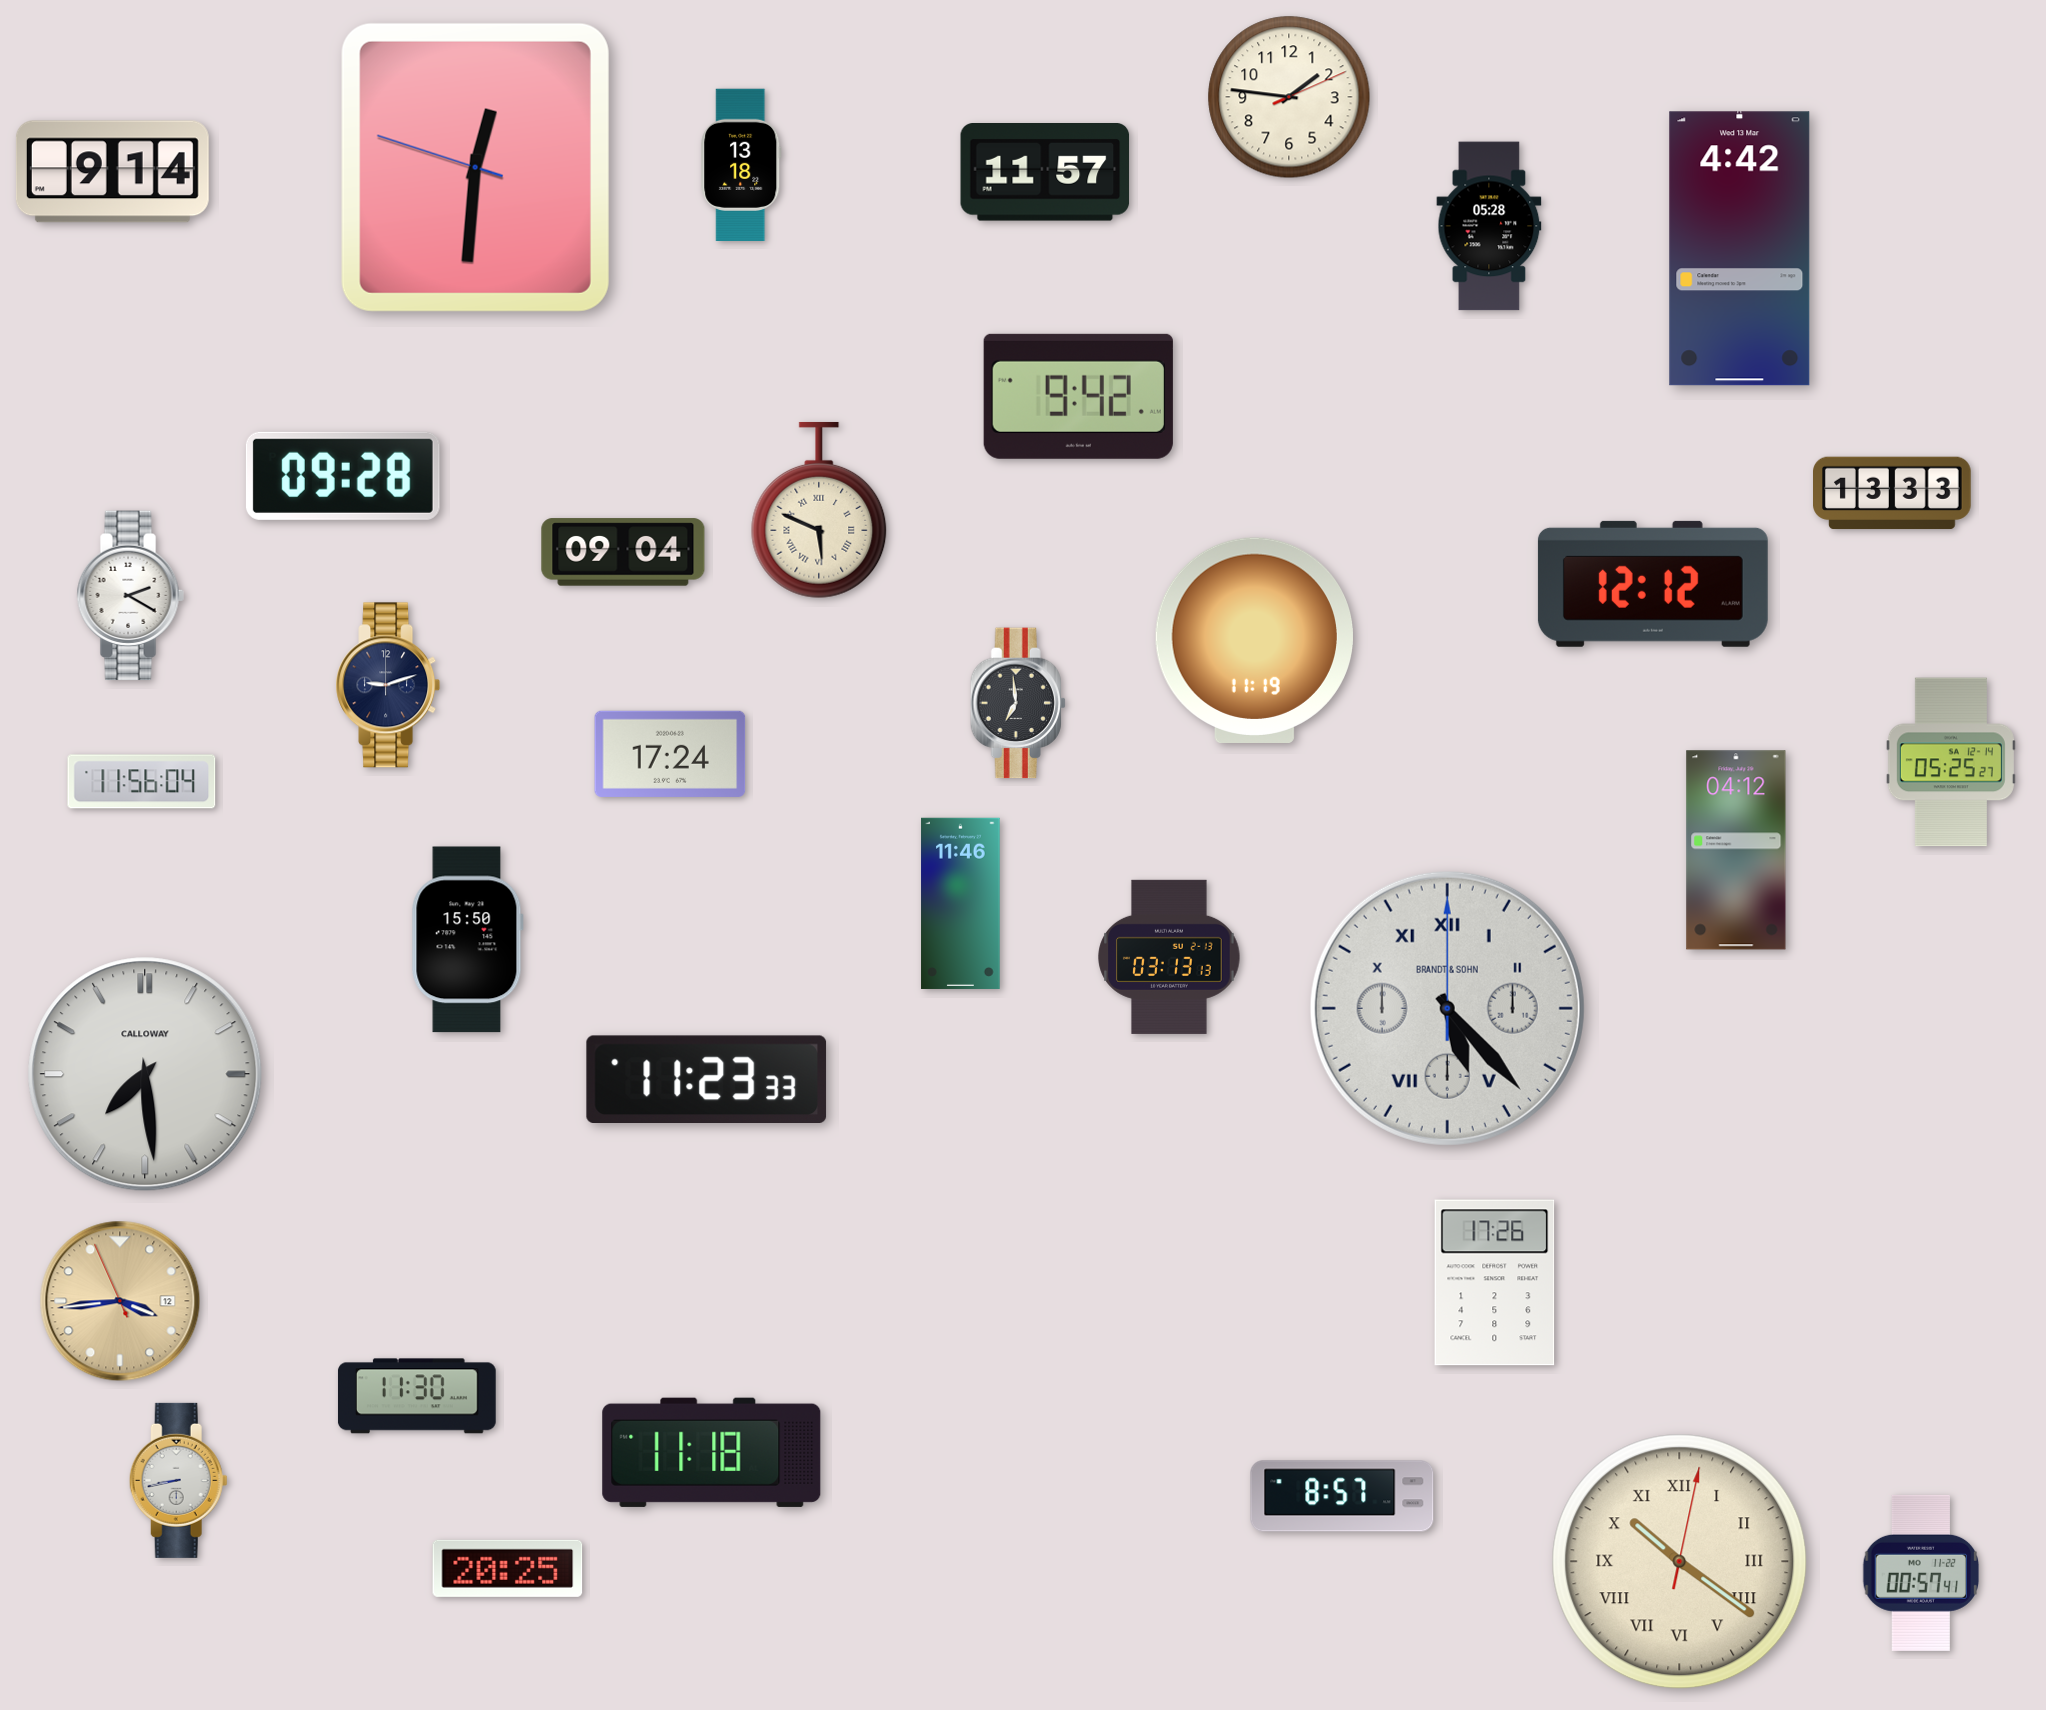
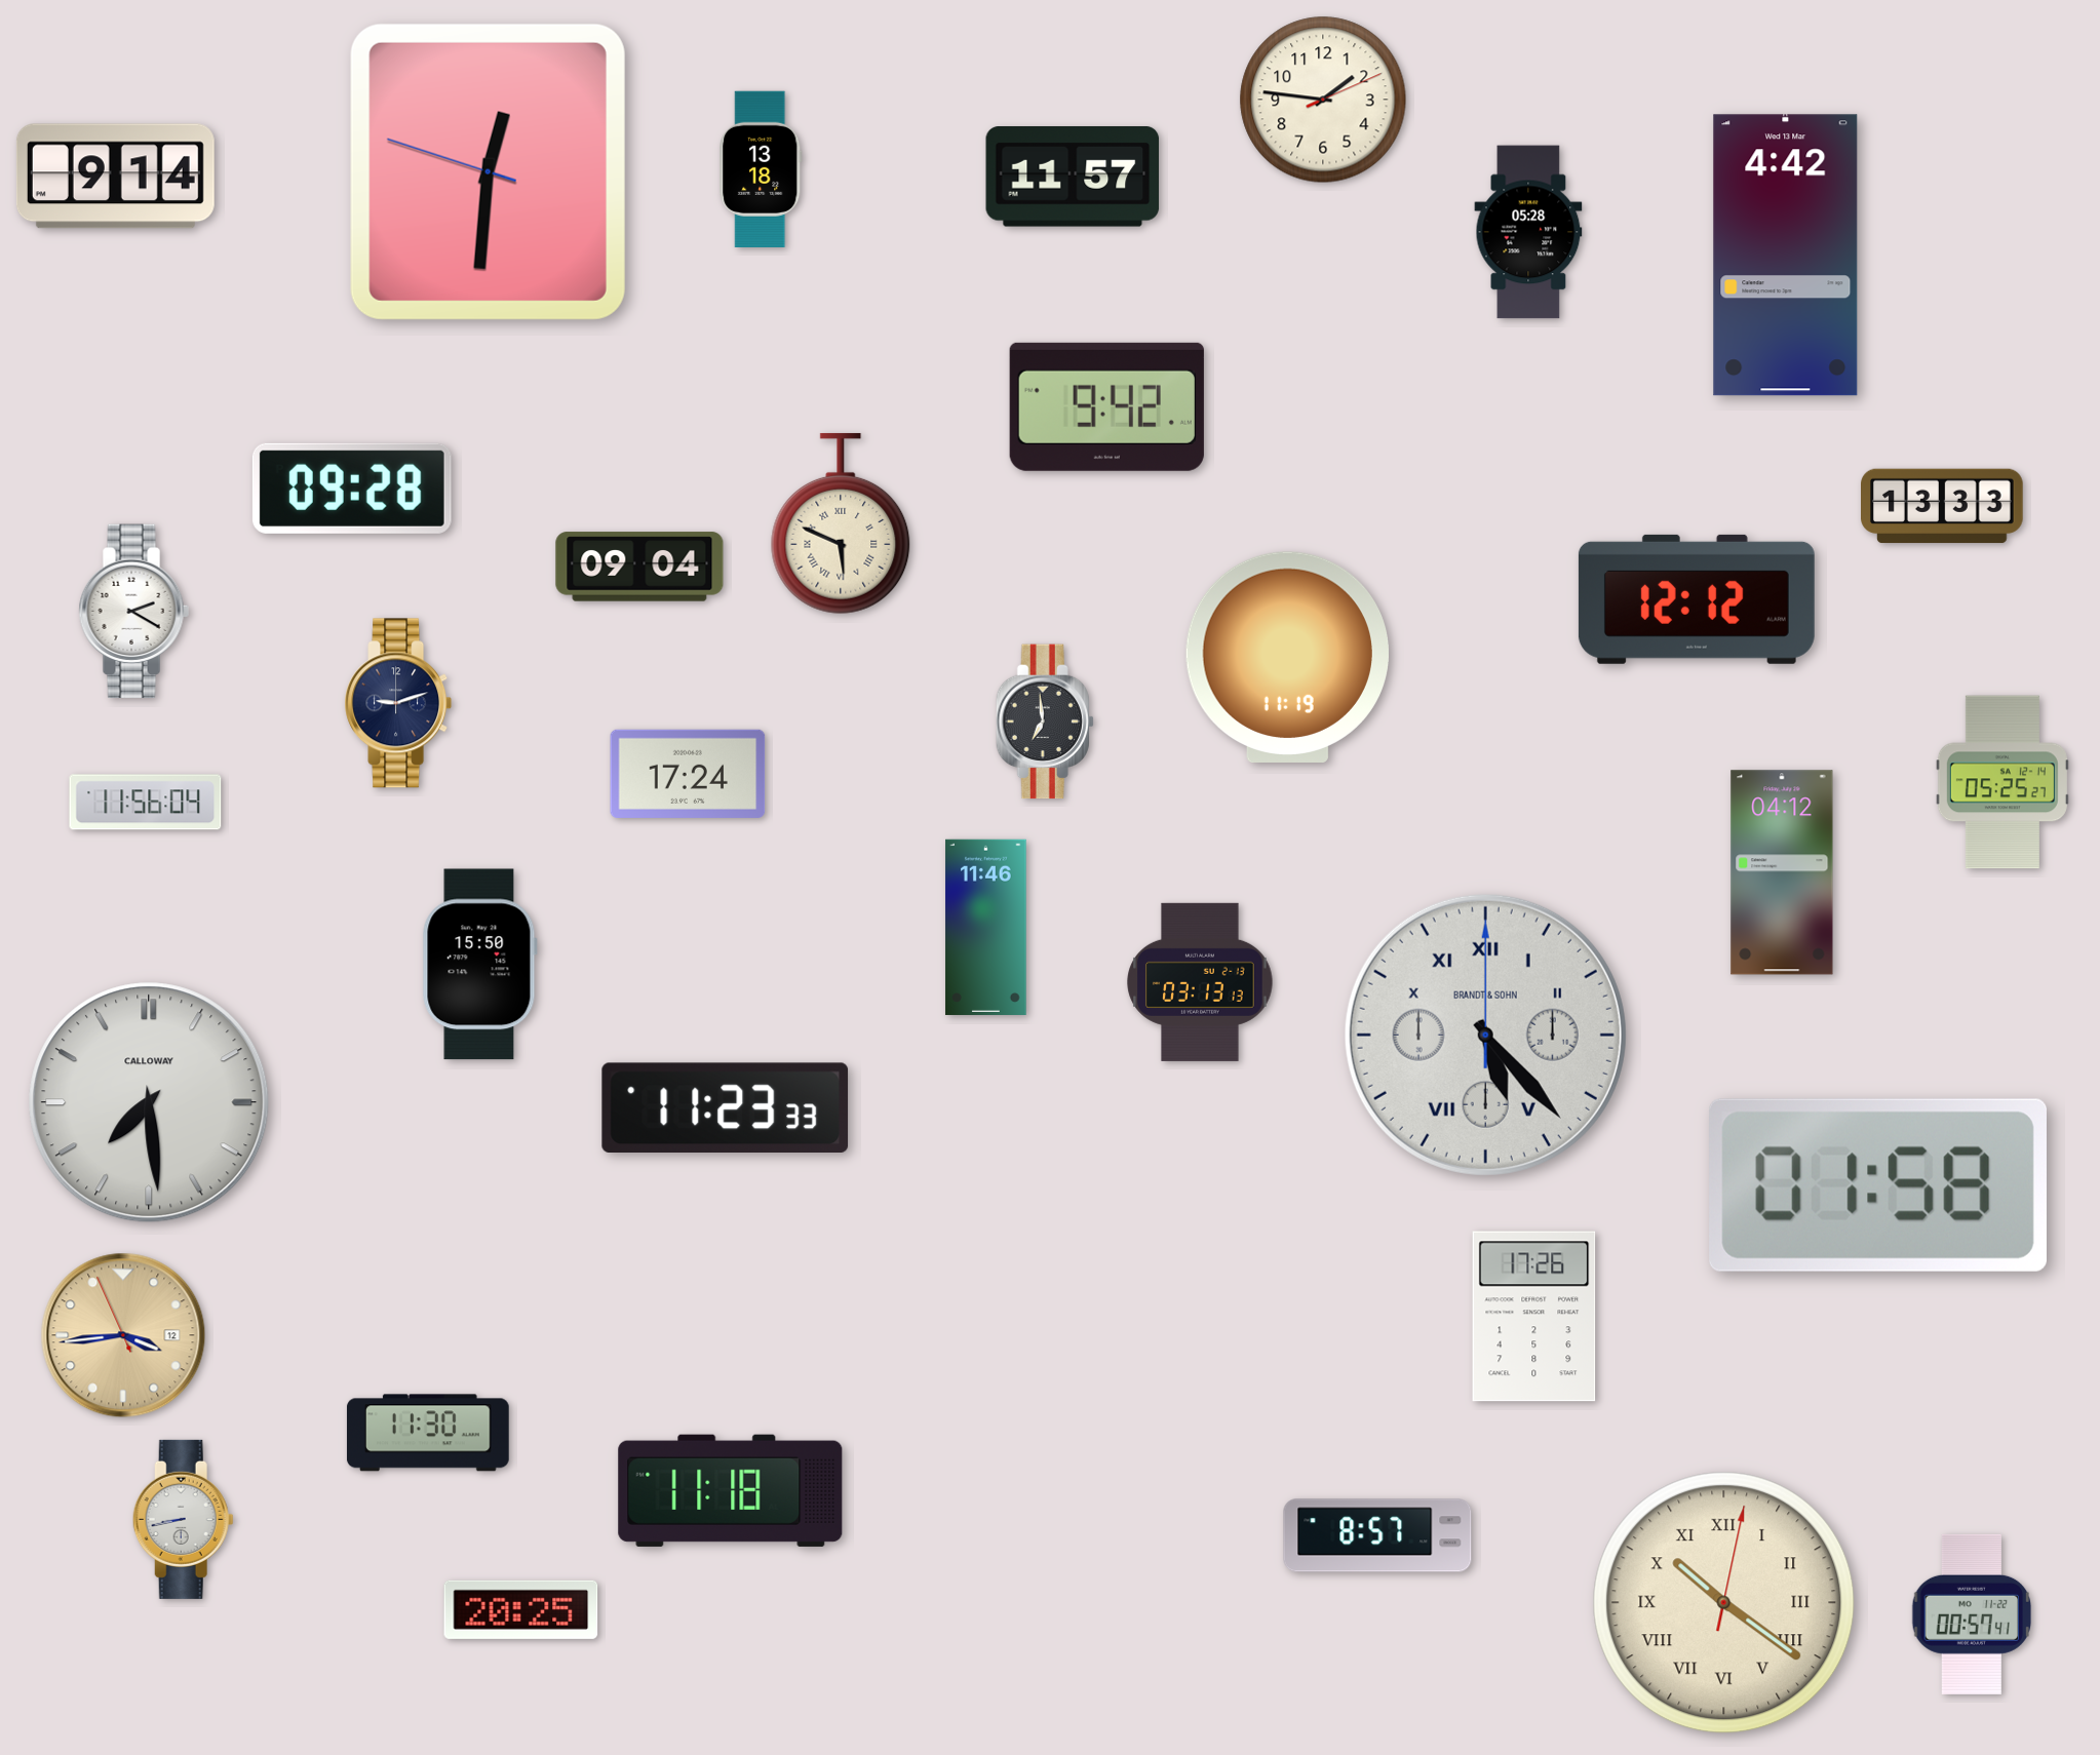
clock at (1878, 1185): none -> 01:58
